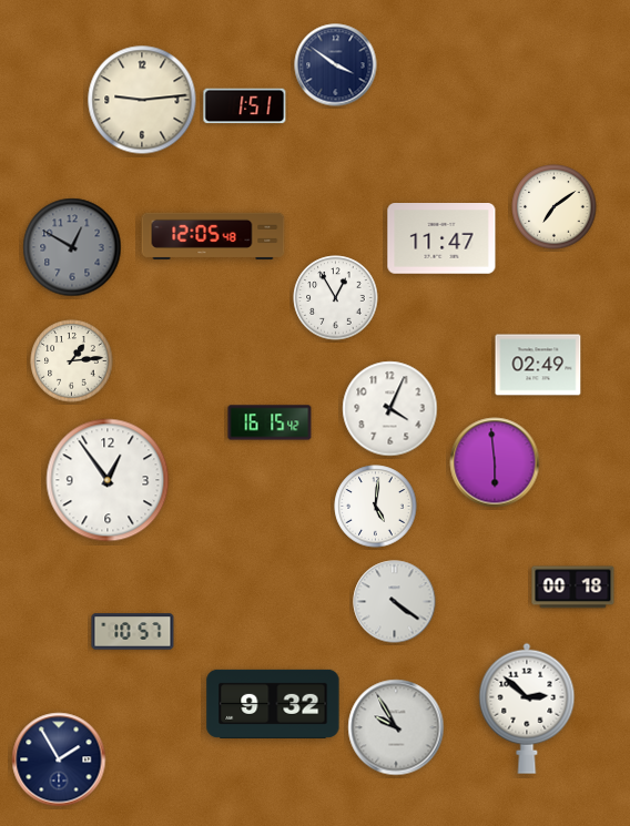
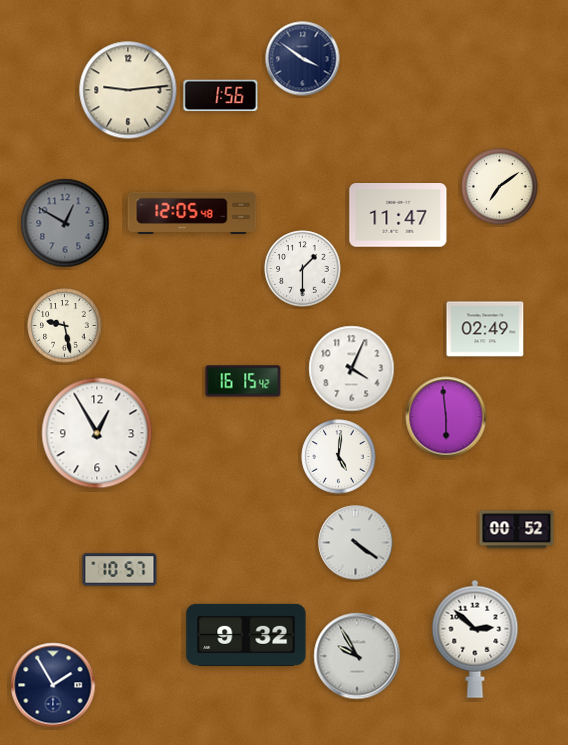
clock at (245, 106): 1:51 -> 1:56
clock at (336, 298): 12:55 -> 1:30
clock at (72, 361): 1:14 -> 9:28
clock at (108, 480): 12:54 -> 12:55
clock at (573, 588): 00:18 -> 00:52
